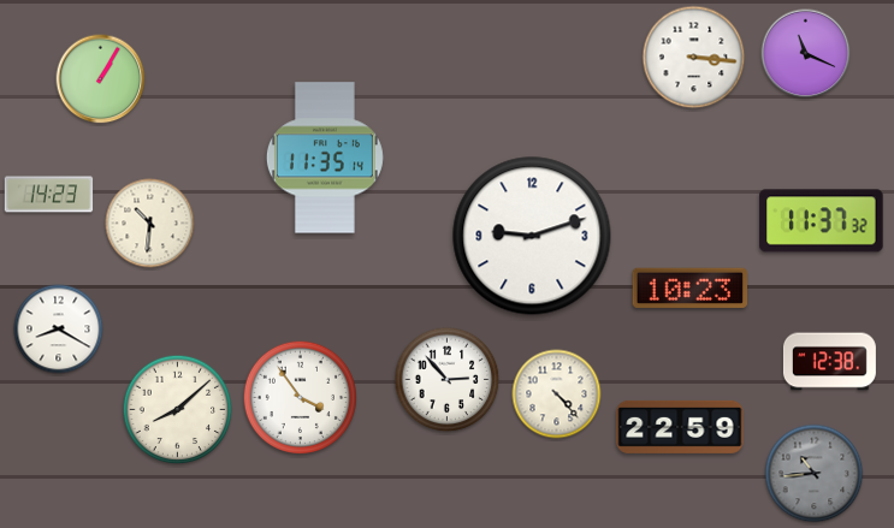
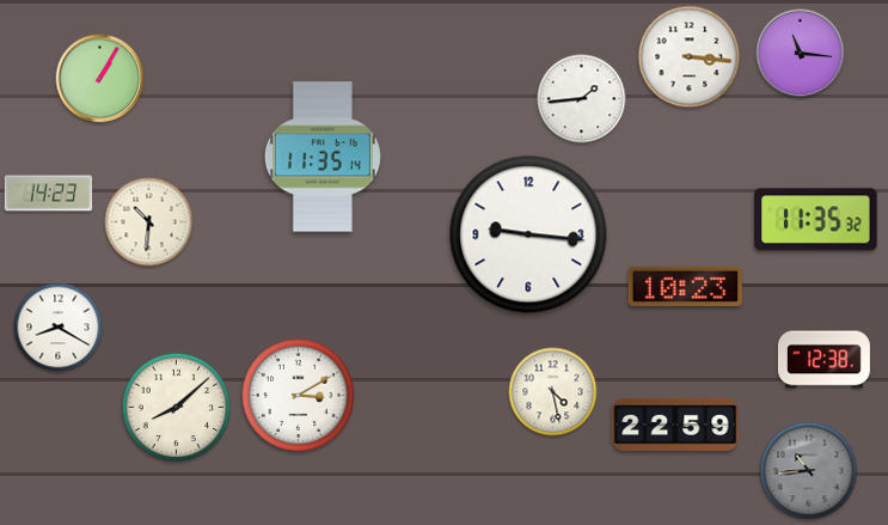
clock at (806, 54): 11:19 -> 11:16
clock at (582, 99): none -> 1:44
clock at (822, 221): 11:37 -> 11:35
clock at (532, 236): 9:12 -> 9:16
clock at (448, 380): 2:53 -> none
clock at (557, 394): 4:23 -> 4:28
clock at (301, 398): 3:54 -> 3:10
